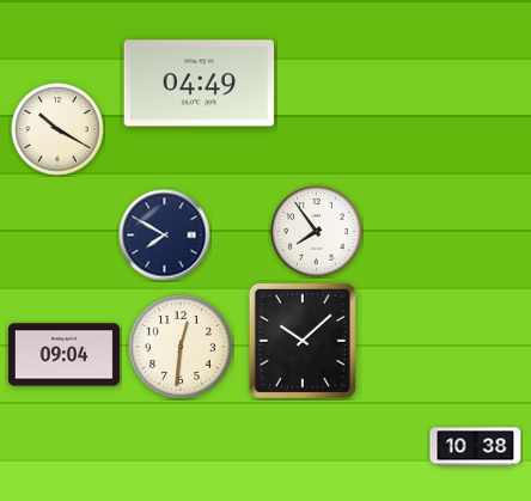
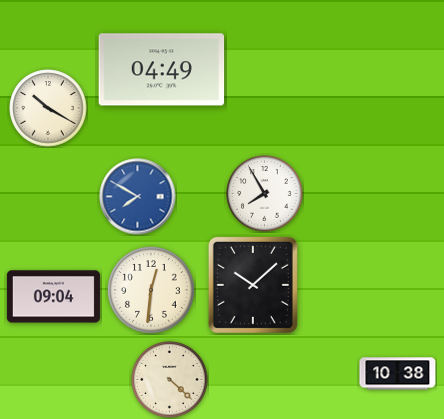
clock at (200, 84) position: (200, 84) -> (162, 70)
clock at (317, 232): 7:54 -> 7:55
clock at (165, 236) dial: navy -> blue
clock at (170, 380): none -> 4:22
